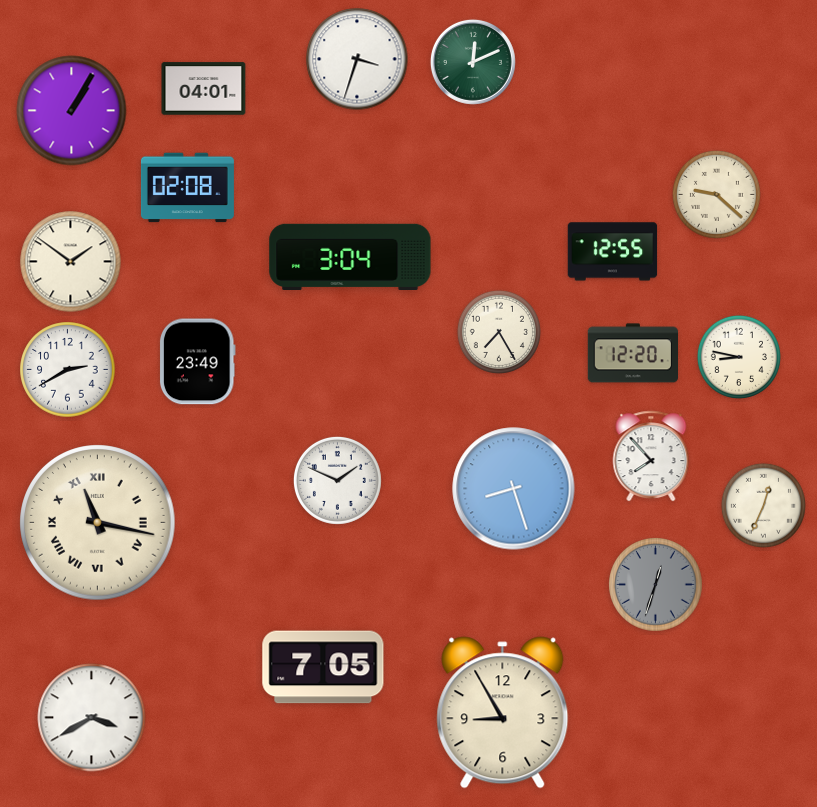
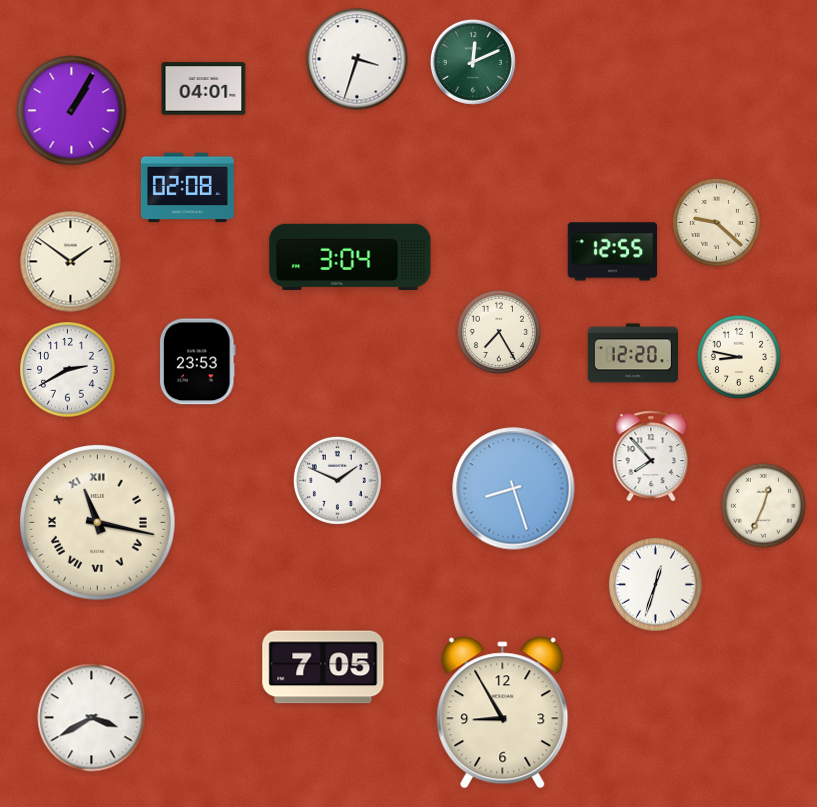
clock at (716, 194) position: (716, 194) -> (716, 222)
clock at (198, 362): 23:49 -> 23:53
clock at (656, 585) dial: grey -> white
